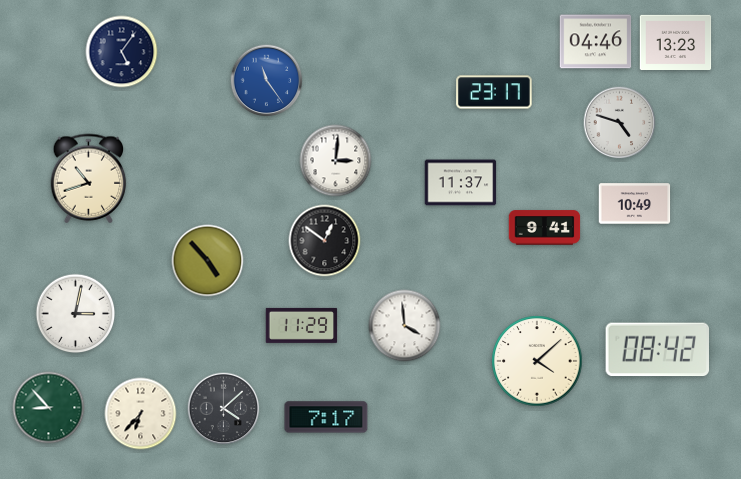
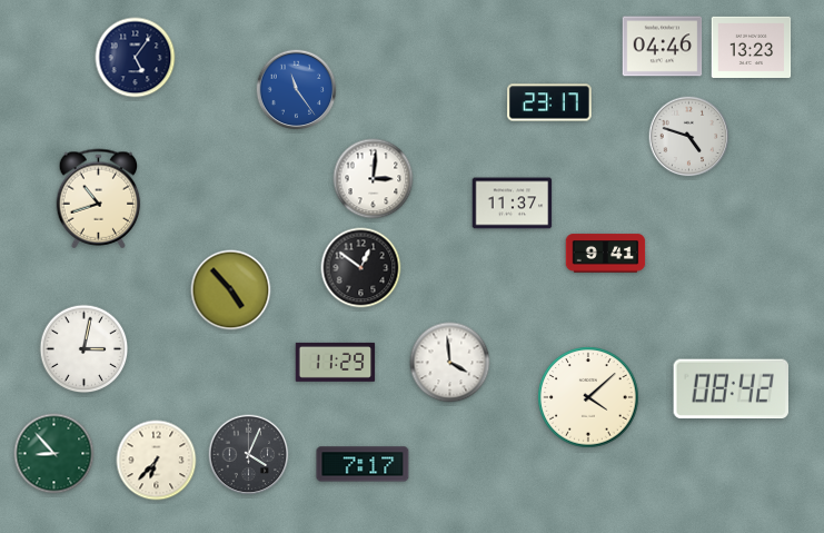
clock at (635, 204): 10:49 -> none
clock at (537, 361) position: (537, 361) -> (588, 397)
clock at (224, 409): 4:08 -> 4:04
